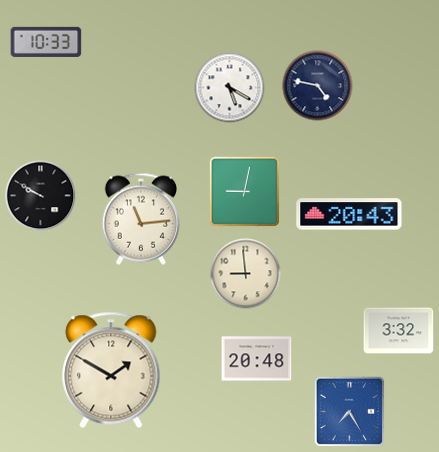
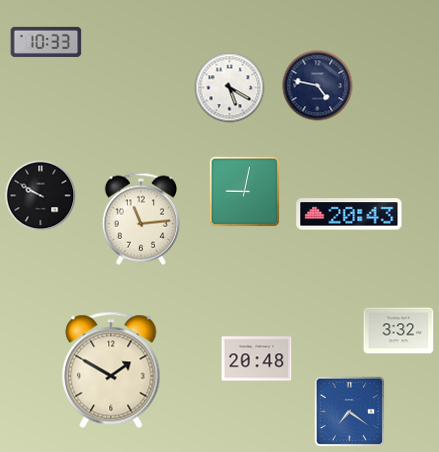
clock at (246, 274): 8:59 -> none
clock at (350, 412): 7:25 -> 7:21
